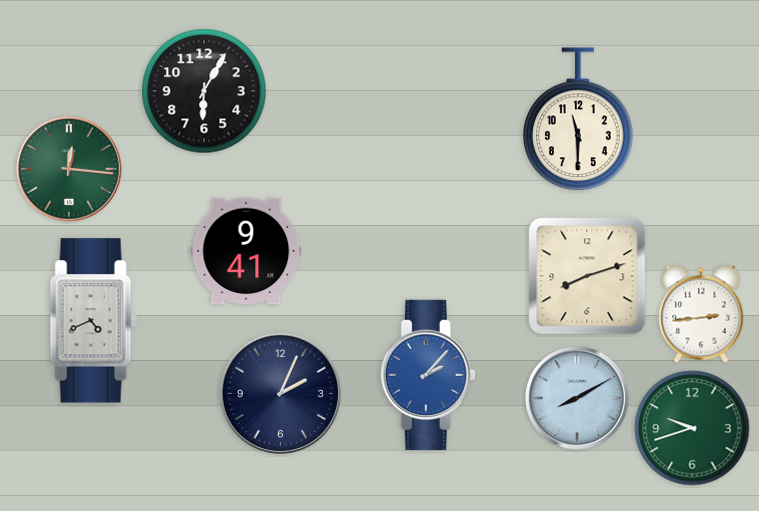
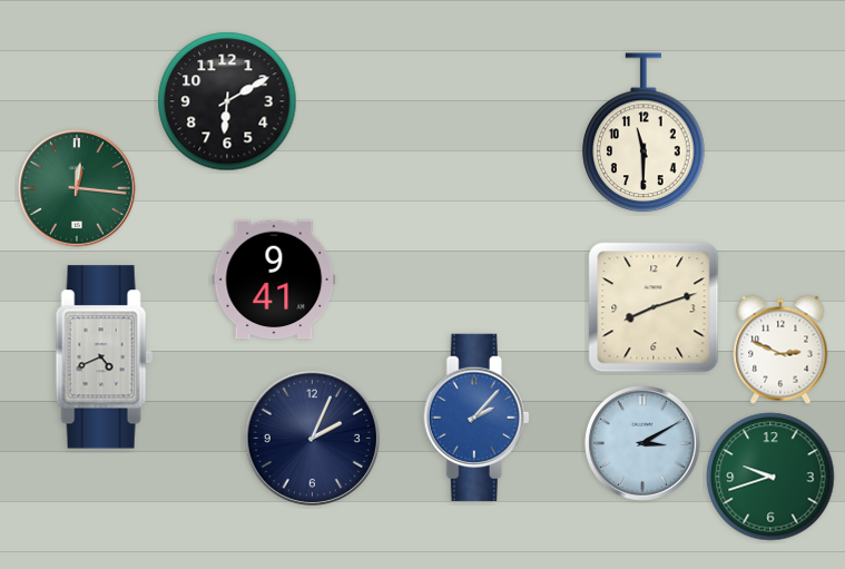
clock at (204, 91): 6:05 -> 6:10
clock at (701, 314): 2:44 -> 2:49
clock at (577, 398): 8:10 -> 3:10
